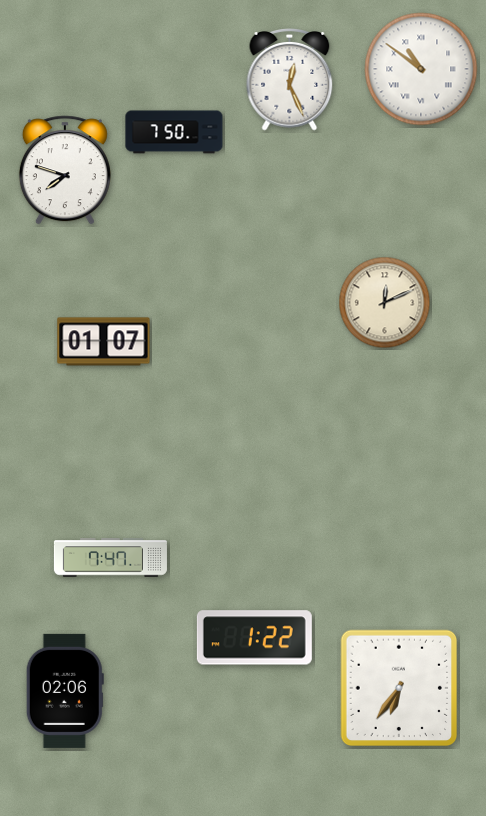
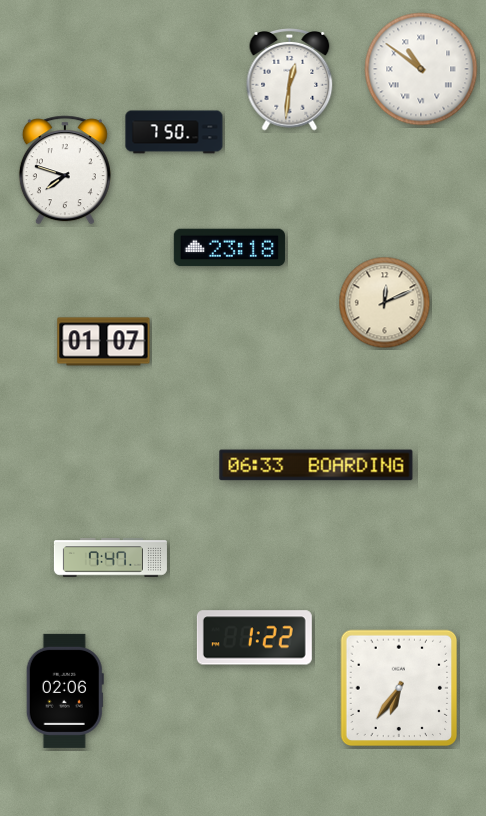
clock at (290, 80): 12:26 -> 12:31
clock at (229, 248): none -> 23:18
clock at (316, 465): none -> 06:33
